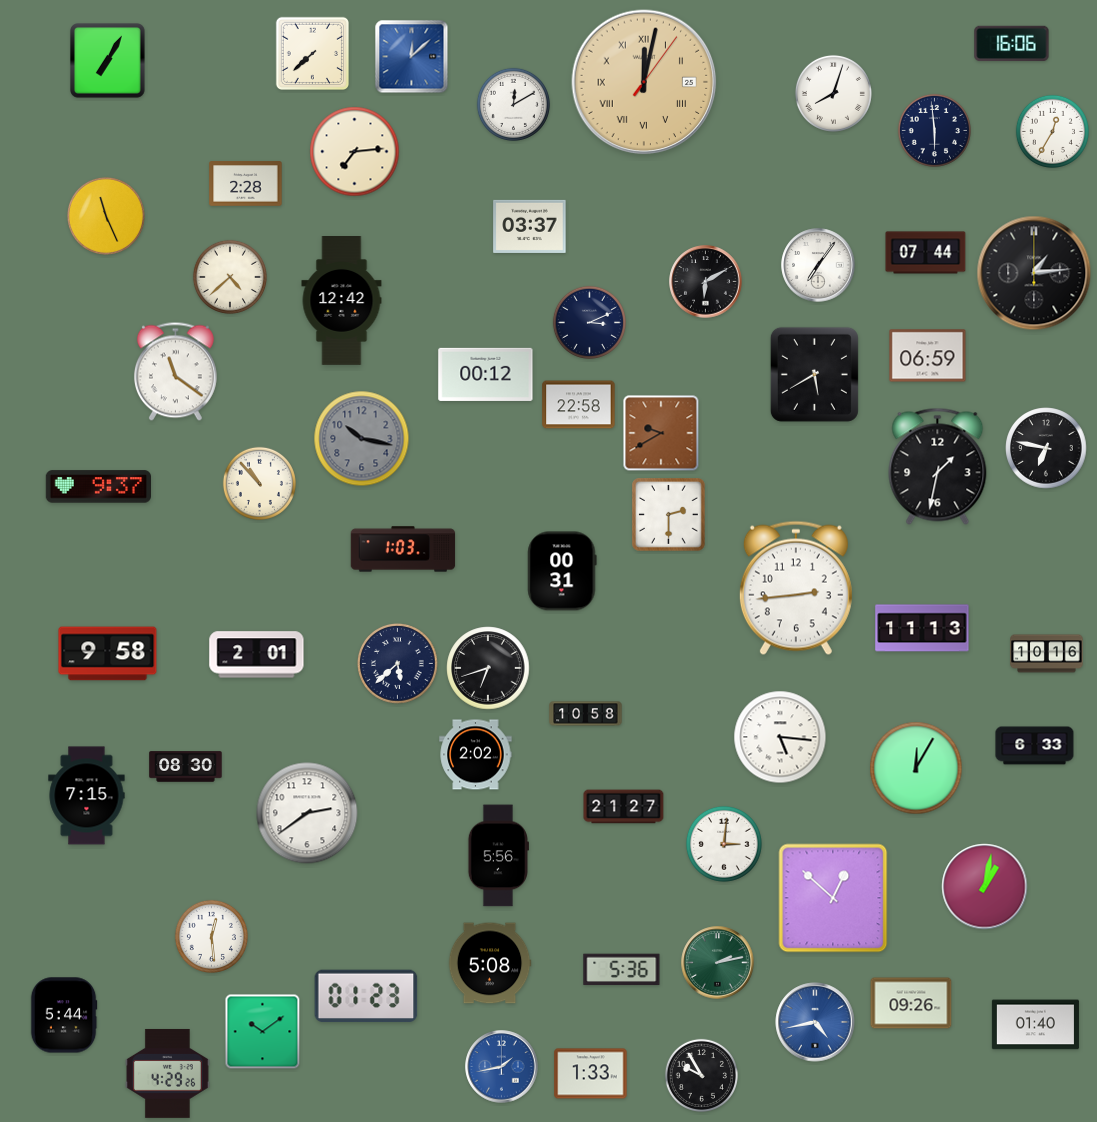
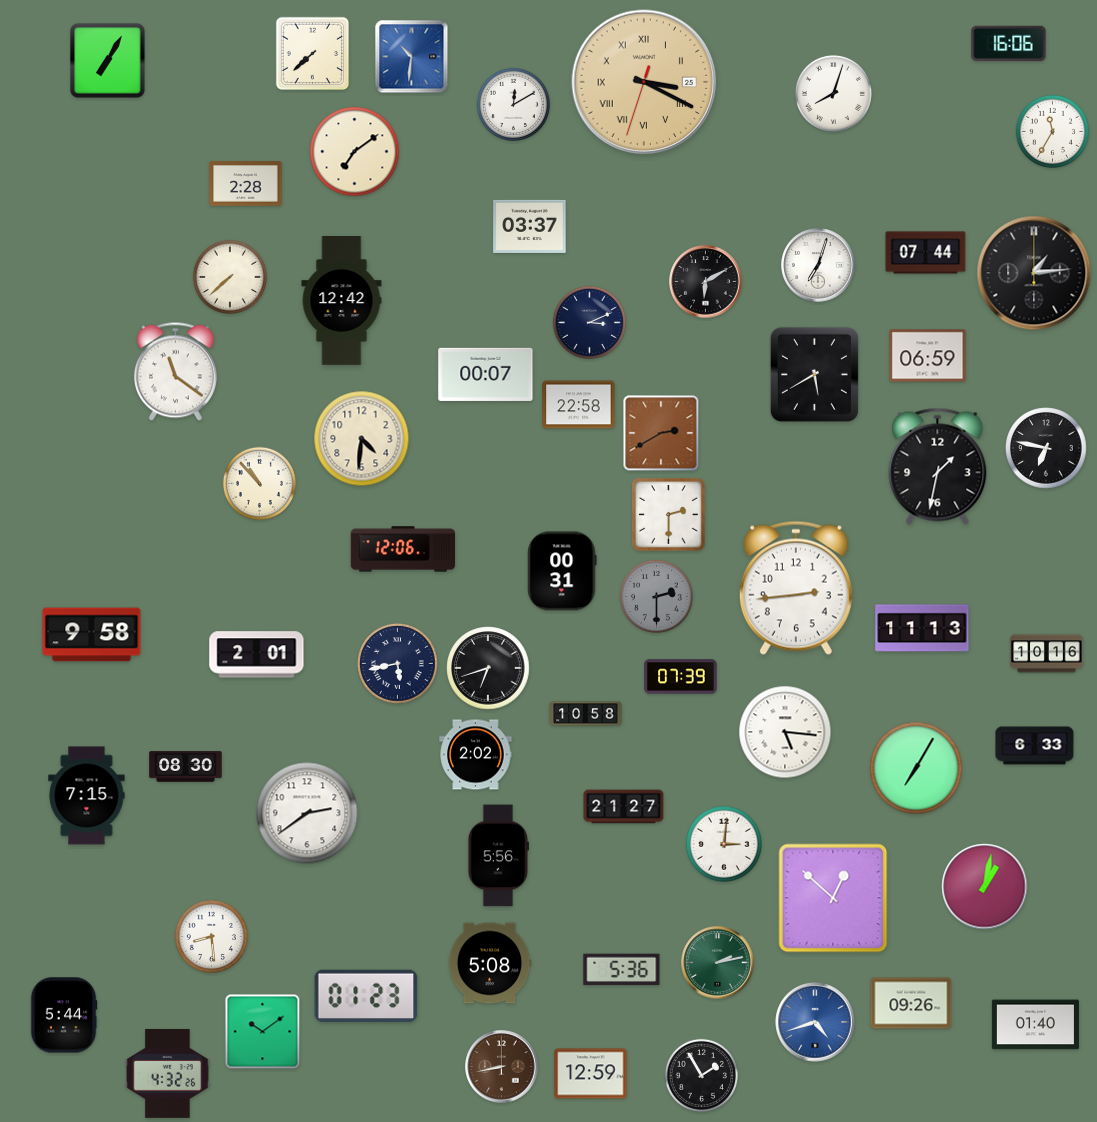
clock at (1012, 44) position: (1012, 44) -> (1009, 44)
clock at (412, 57): 12:08 -> 10:31
clock at (644, 82): 12:02 -> 3:19
clock at (934, 130): 5:59 -> none
clock at (1052, 131): 12:35 -> 11:35
clock at (355, 152): 7:14 -> 7:09
clock at (106, 216): 11:26 -> none
clock at (818, 265): 7:06 -> 7:03
clock at (230, 277): 4:38 -> 7:38
clock at (486, 374): 00:12 -> 00:07
clock at (661, 433): 9:40 -> 2:40
clock at (362, 439): 10:17 -> 4:31
clock at (362, 439) dial: grey -> cream
clock at (98, 487): 9:37 -> none
clock at (403, 549): 1:03 -> 12:06
clock at (656, 596): none -> 2:30
clock at (108, 654) position: (108, 654) -> (92, 635)
clock at (398, 664): 5:38 -> 5:43
clock at (681, 677): none -> 07:39
clock at (780, 737) position: (780, 737) -> (785, 732)
clock at (916, 768): 12:05 -> 7:05
clock at (211, 936): 12:29 -> 8:29
clock at (815, 1022): 4:43 -> 4:42
clock at (502, 1067): 1:43 -> 8:43
clock at (502, 1067) dial: blue -> brown
clock at (167, 1073): 4:29 -> 4:32
clock at (591, 1074): 1:33 -> 12:59
clock at (701, 1075): 9:55 -> 1:55
